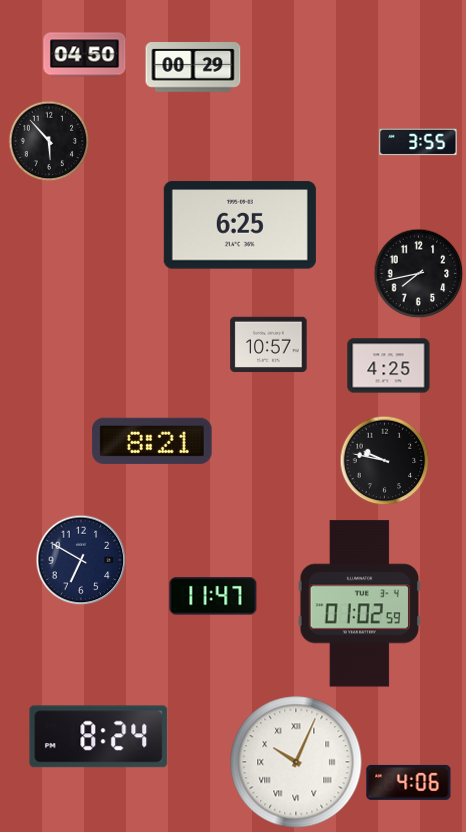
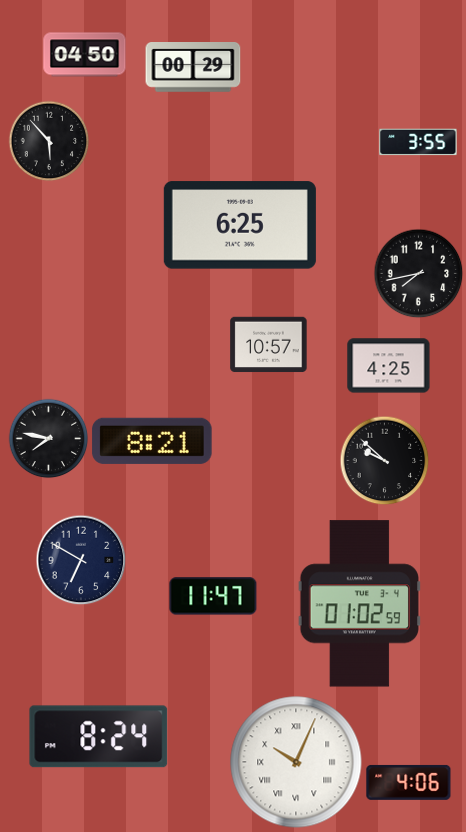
clock at (48, 438): none -> 7:47
clock at (384, 460): 9:47 -> 9:52
